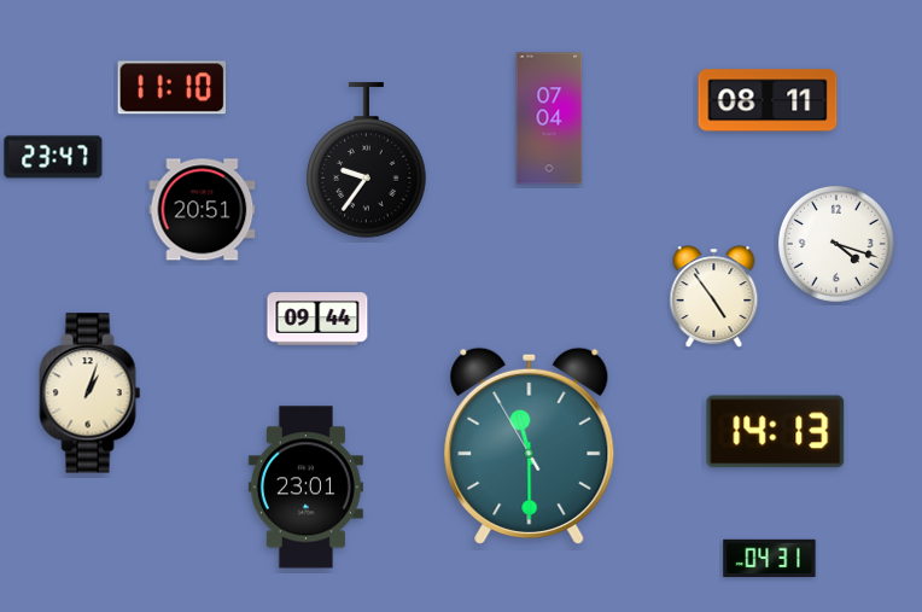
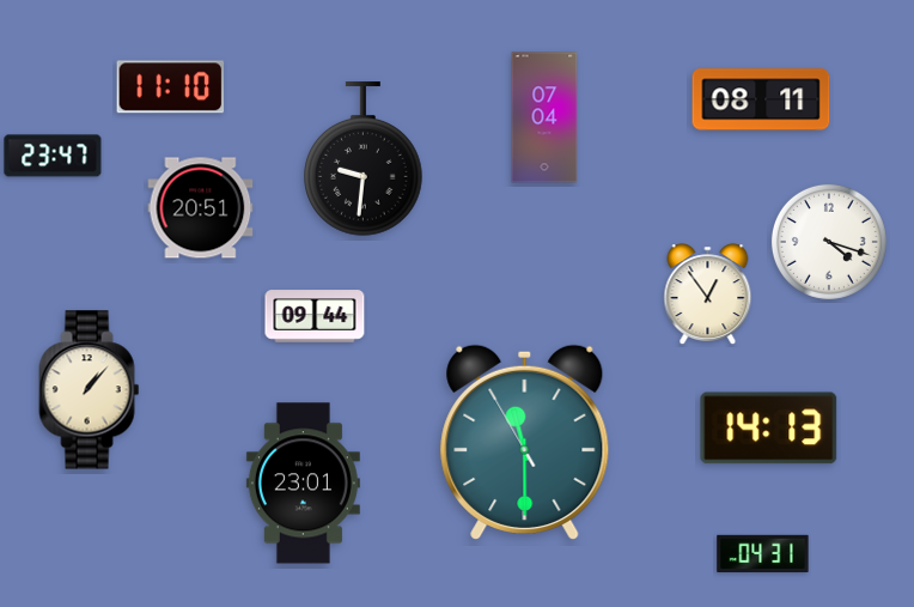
clock at (367, 161): 9:36 -> 9:31
clock at (714, 296): 4:54 -> 12:54
clock at (91, 394): 1:03 -> 1:07
